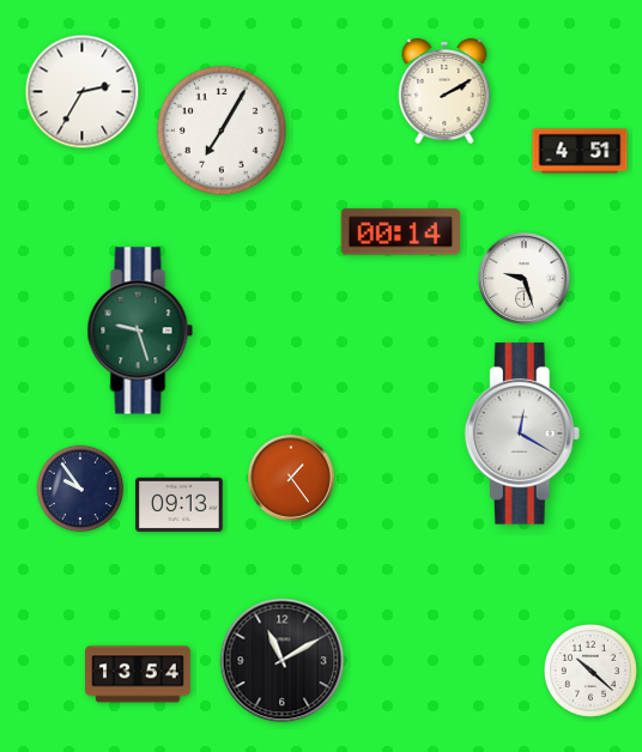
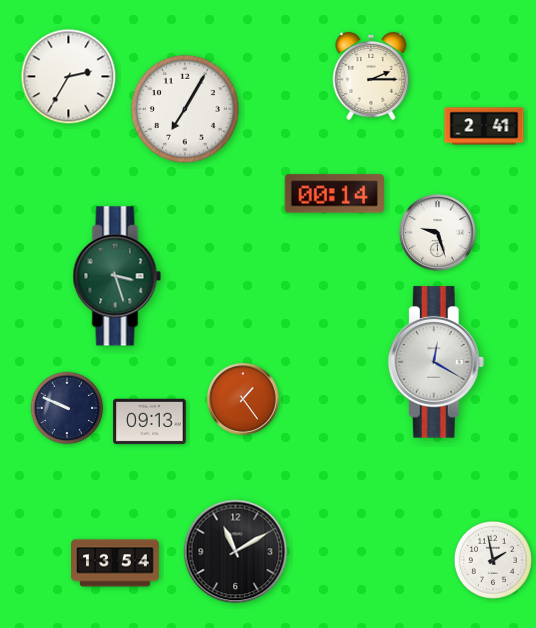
clock at (444, 91): 2:10 -> 2:15
clock at (580, 151): 4:51 -> 2:41
clock at (140, 330): 9:27 -> 3:27
clock at (80, 489): 9:54 -> 9:49
clock at (590, 671): 10:22 -> 1:58
